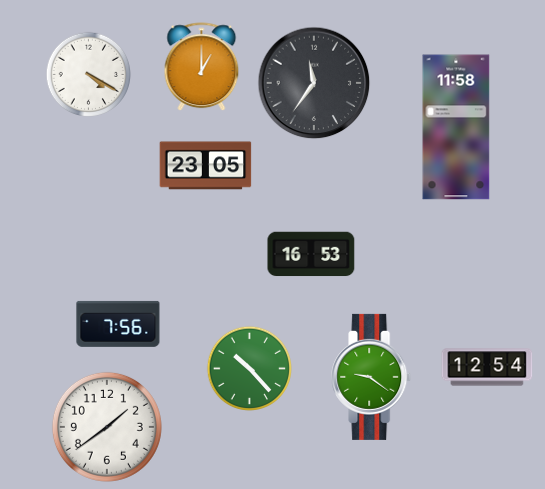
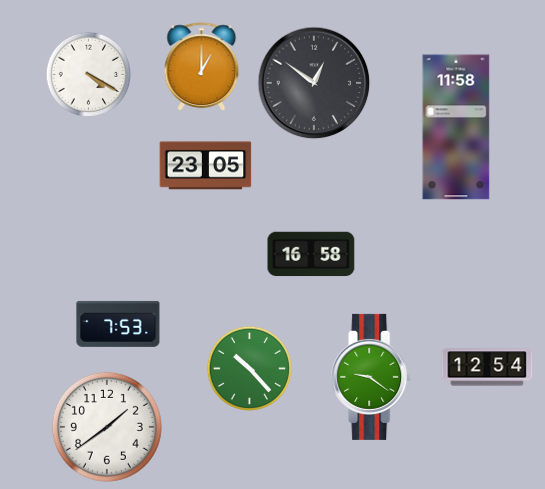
clock at (314, 83): 11:36 -> 12:51
clock at (311, 254): 16:53 -> 16:58
clock at (118, 324): 7:56 -> 7:53
